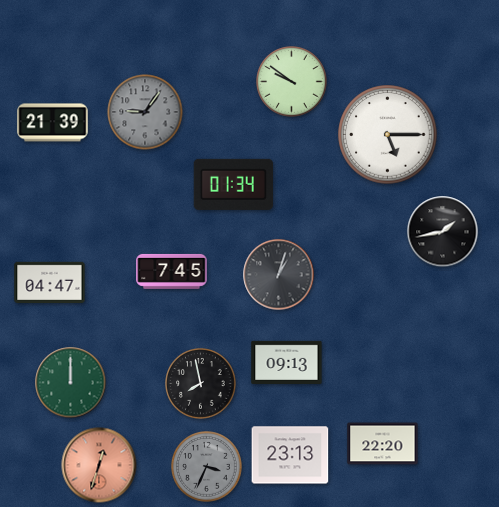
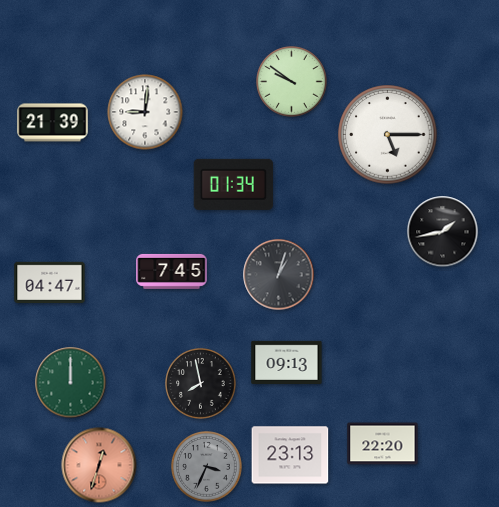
clock at (145, 112): 9:06 -> 9:01
clock at (145, 112) dial: grey -> white
